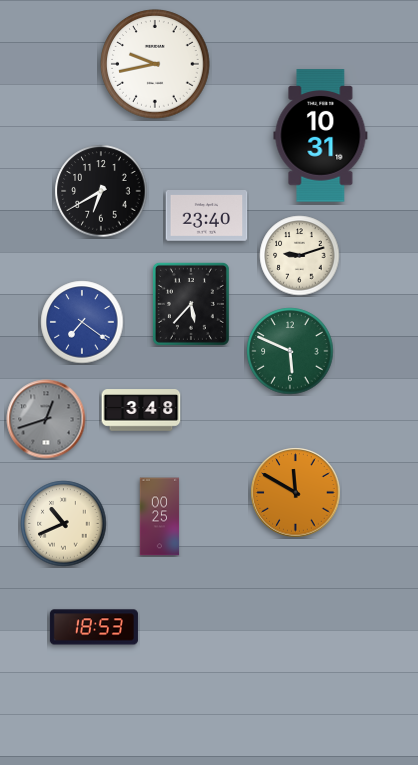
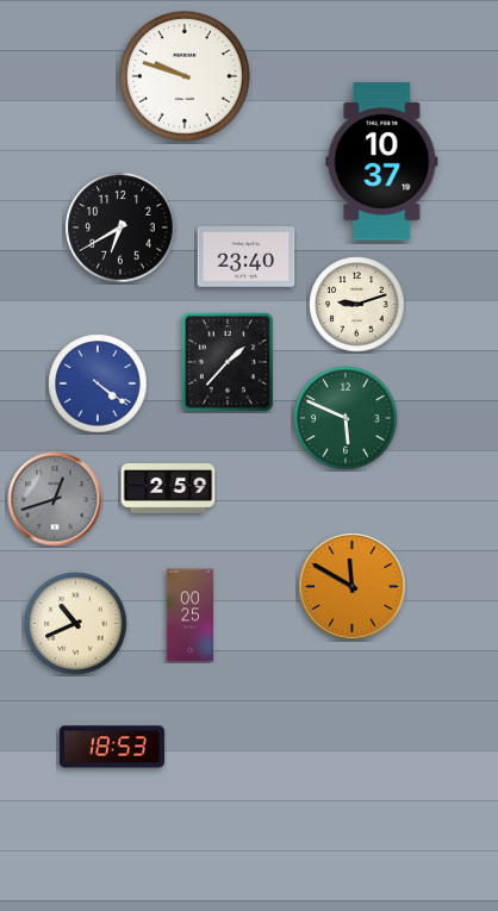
clock at (155, 64): 9:43 -> 9:48
clock at (321, 136): 10:31 -> 10:37
clock at (191, 304): 5:37 -> 1:37
clock at (82, 322): 7:21 -> 4:21
clock at (141, 410): 3:48 -> 2:59
